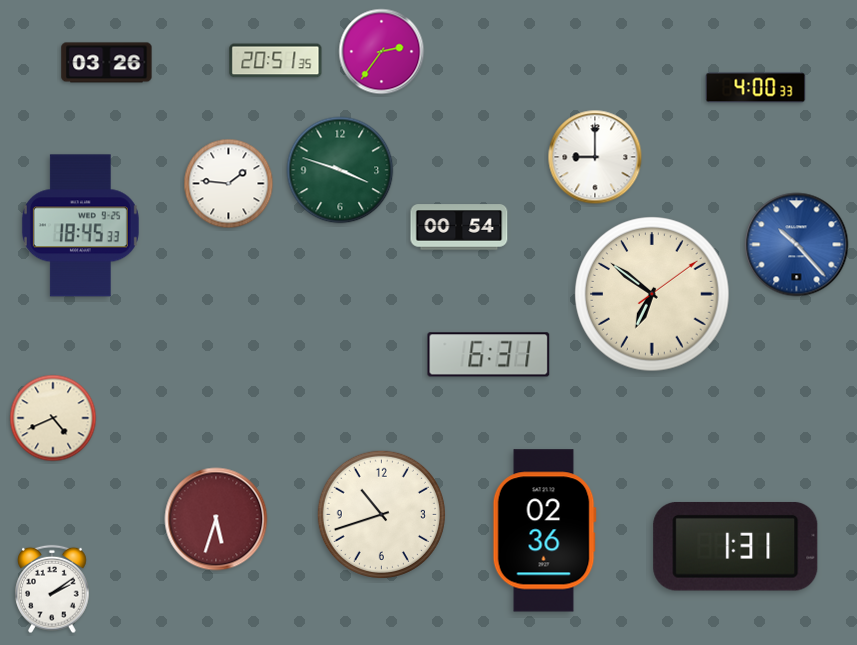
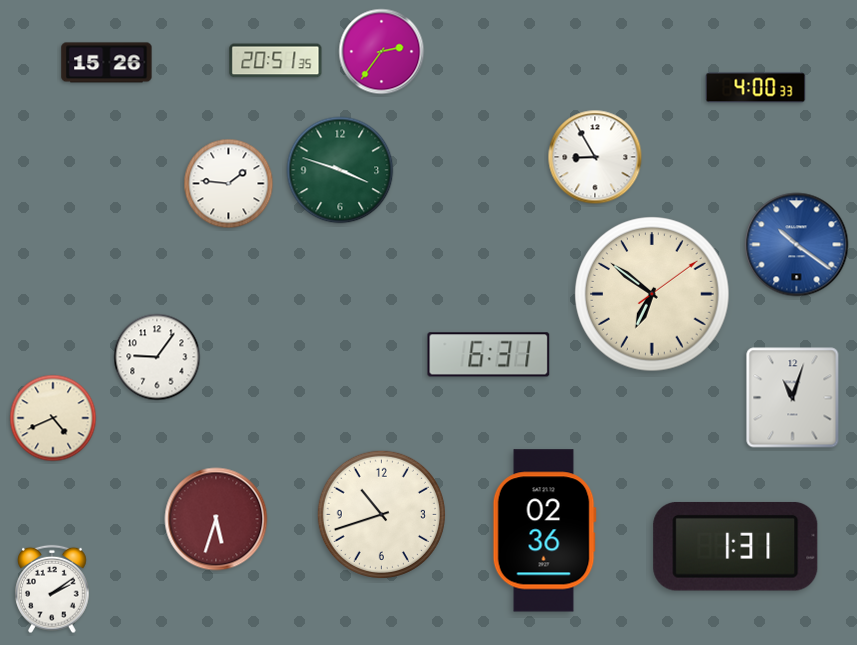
clock at (107, 63): 03:26 -> 15:26
clock at (595, 157): 9:00 -> 8:55
clock at (80, 226): 18:45 -> none
clock at (459, 227): 00:54 -> none
clock at (797, 245): 10:23 -> 10:21
clock at (157, 357): none -> 9:06
clock at (793, 398): none -> 11:03
